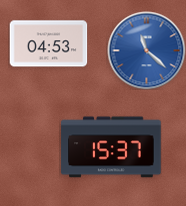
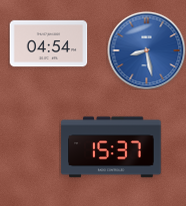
clock at (48, 44): 04:53 -> 04:54
clock at (146, 50): 11:22 -> 8:28
